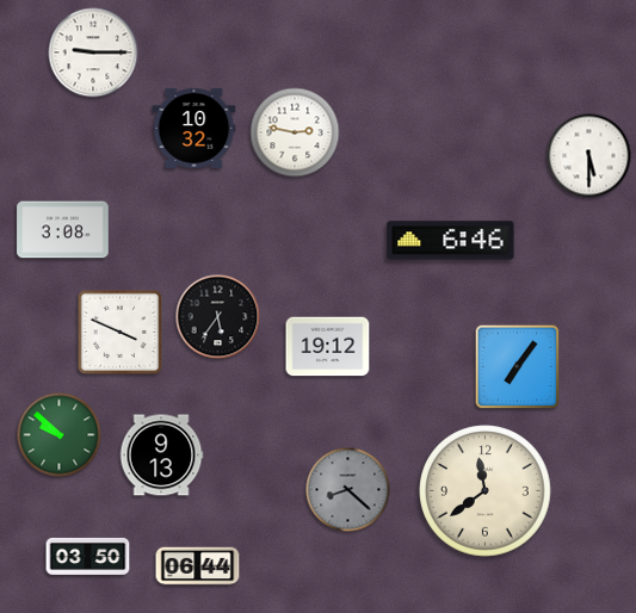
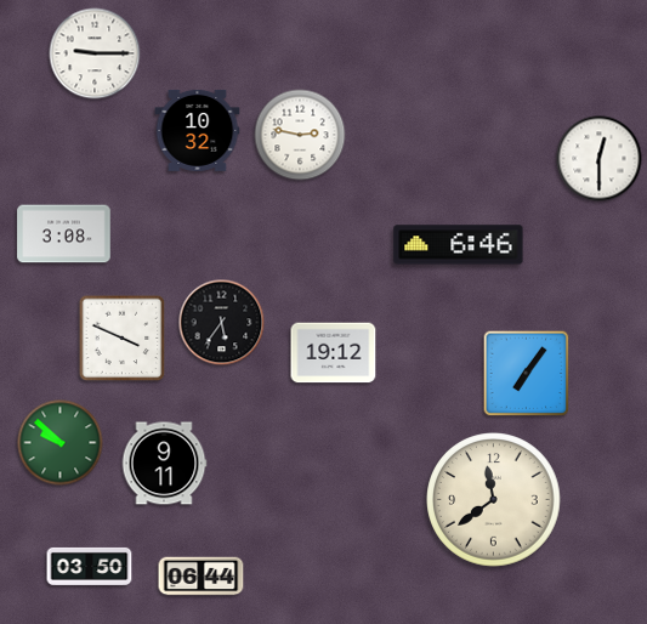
clock at (589, 156): 5:30 -> 12:30
clock at (161, 456): 9:13 -> 9:11
clock at (348, 490): 8:22 -> none
